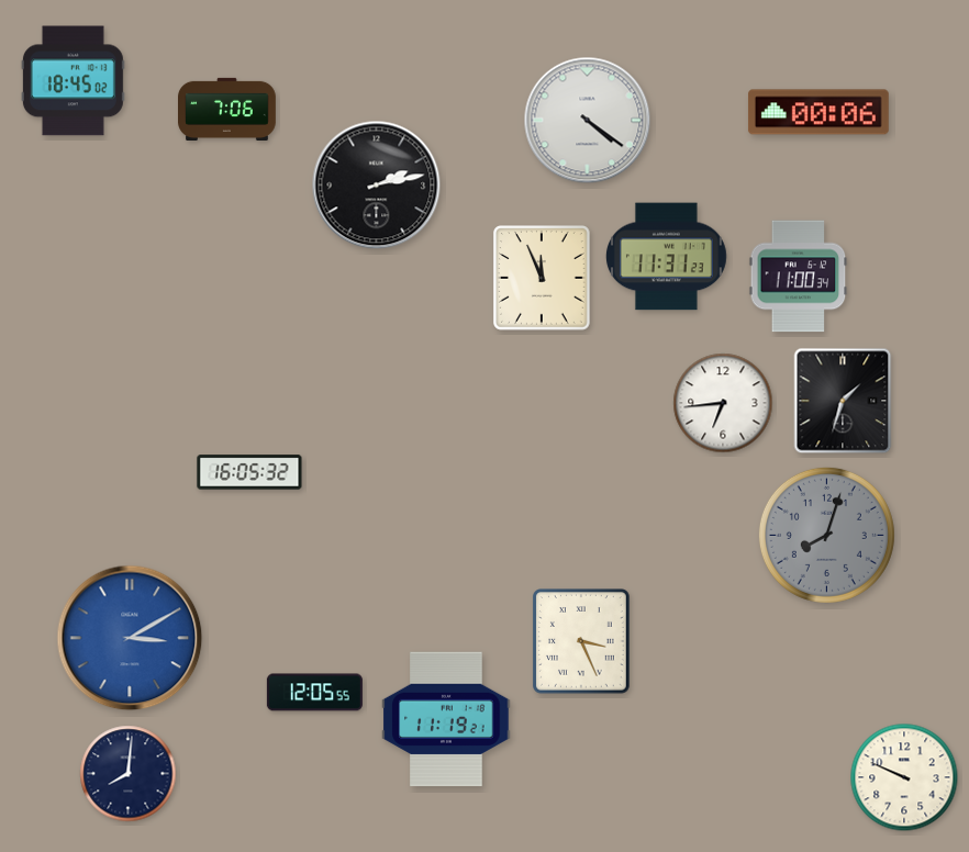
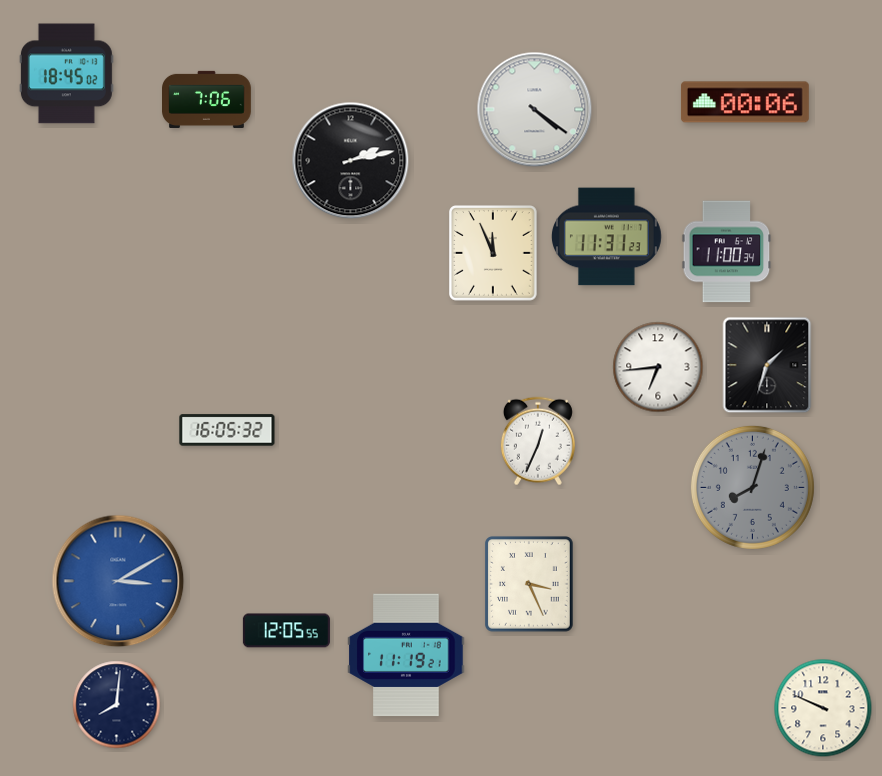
clock at (377, 186) position: (377, 186) -> (351, 161)
clock at (666, 257) position: (666, 257) -> (606, 237)
clock at (538, 441): none -> 12:34
